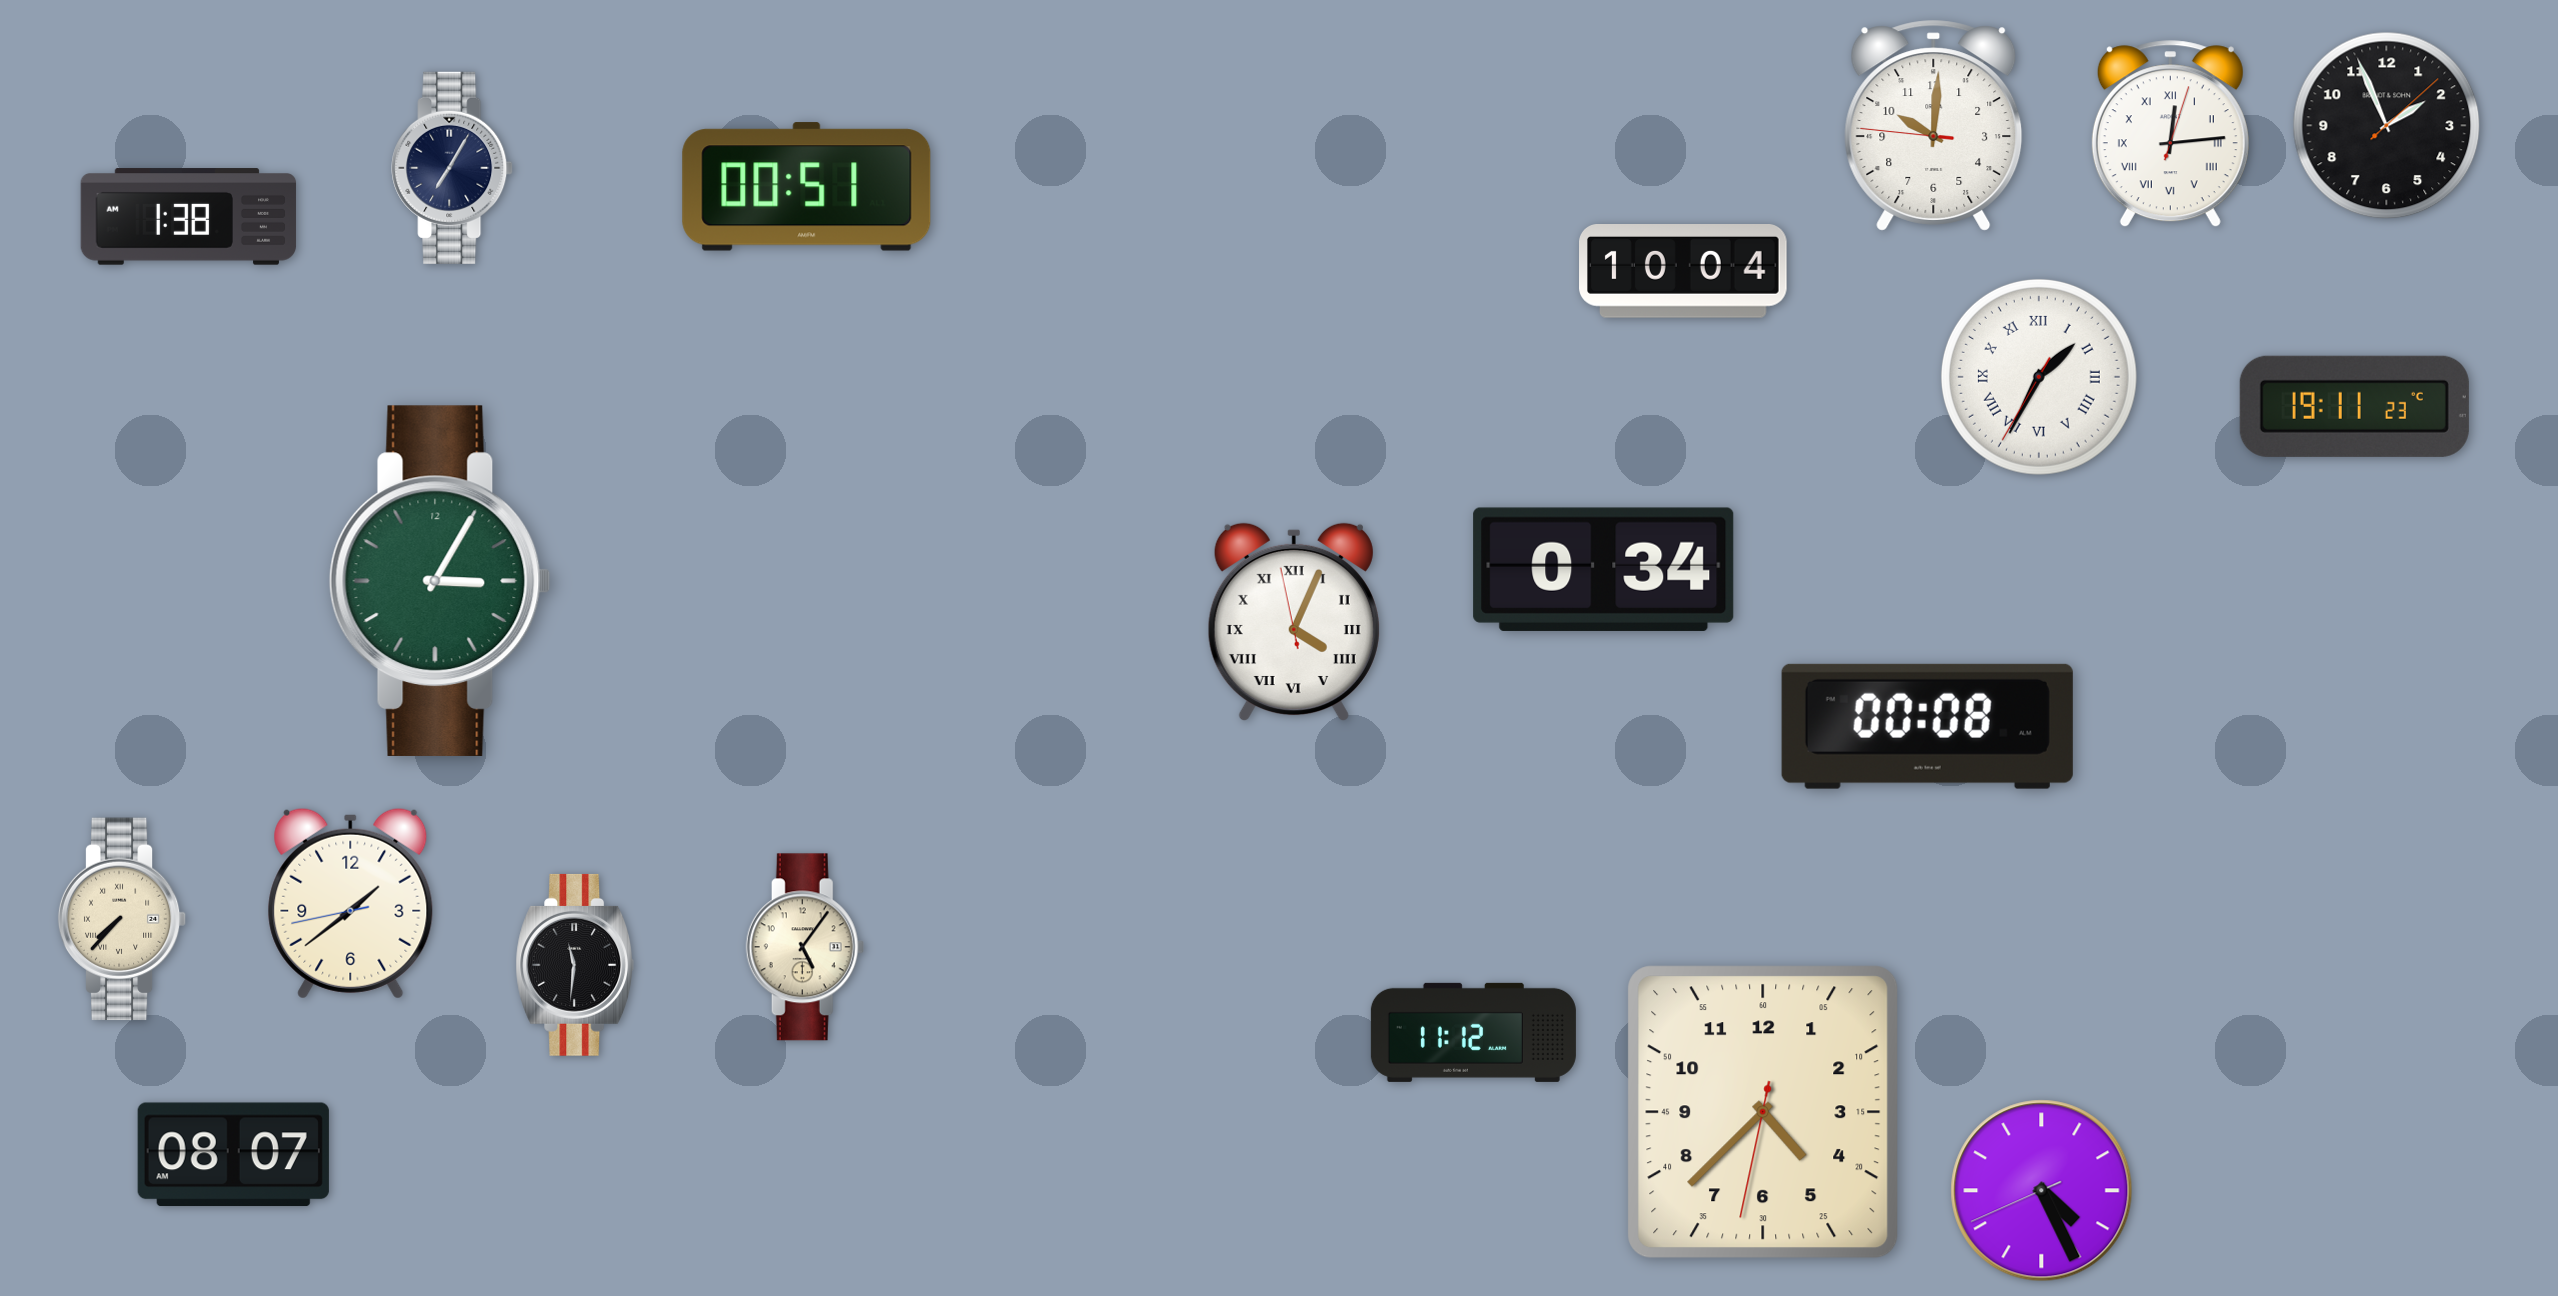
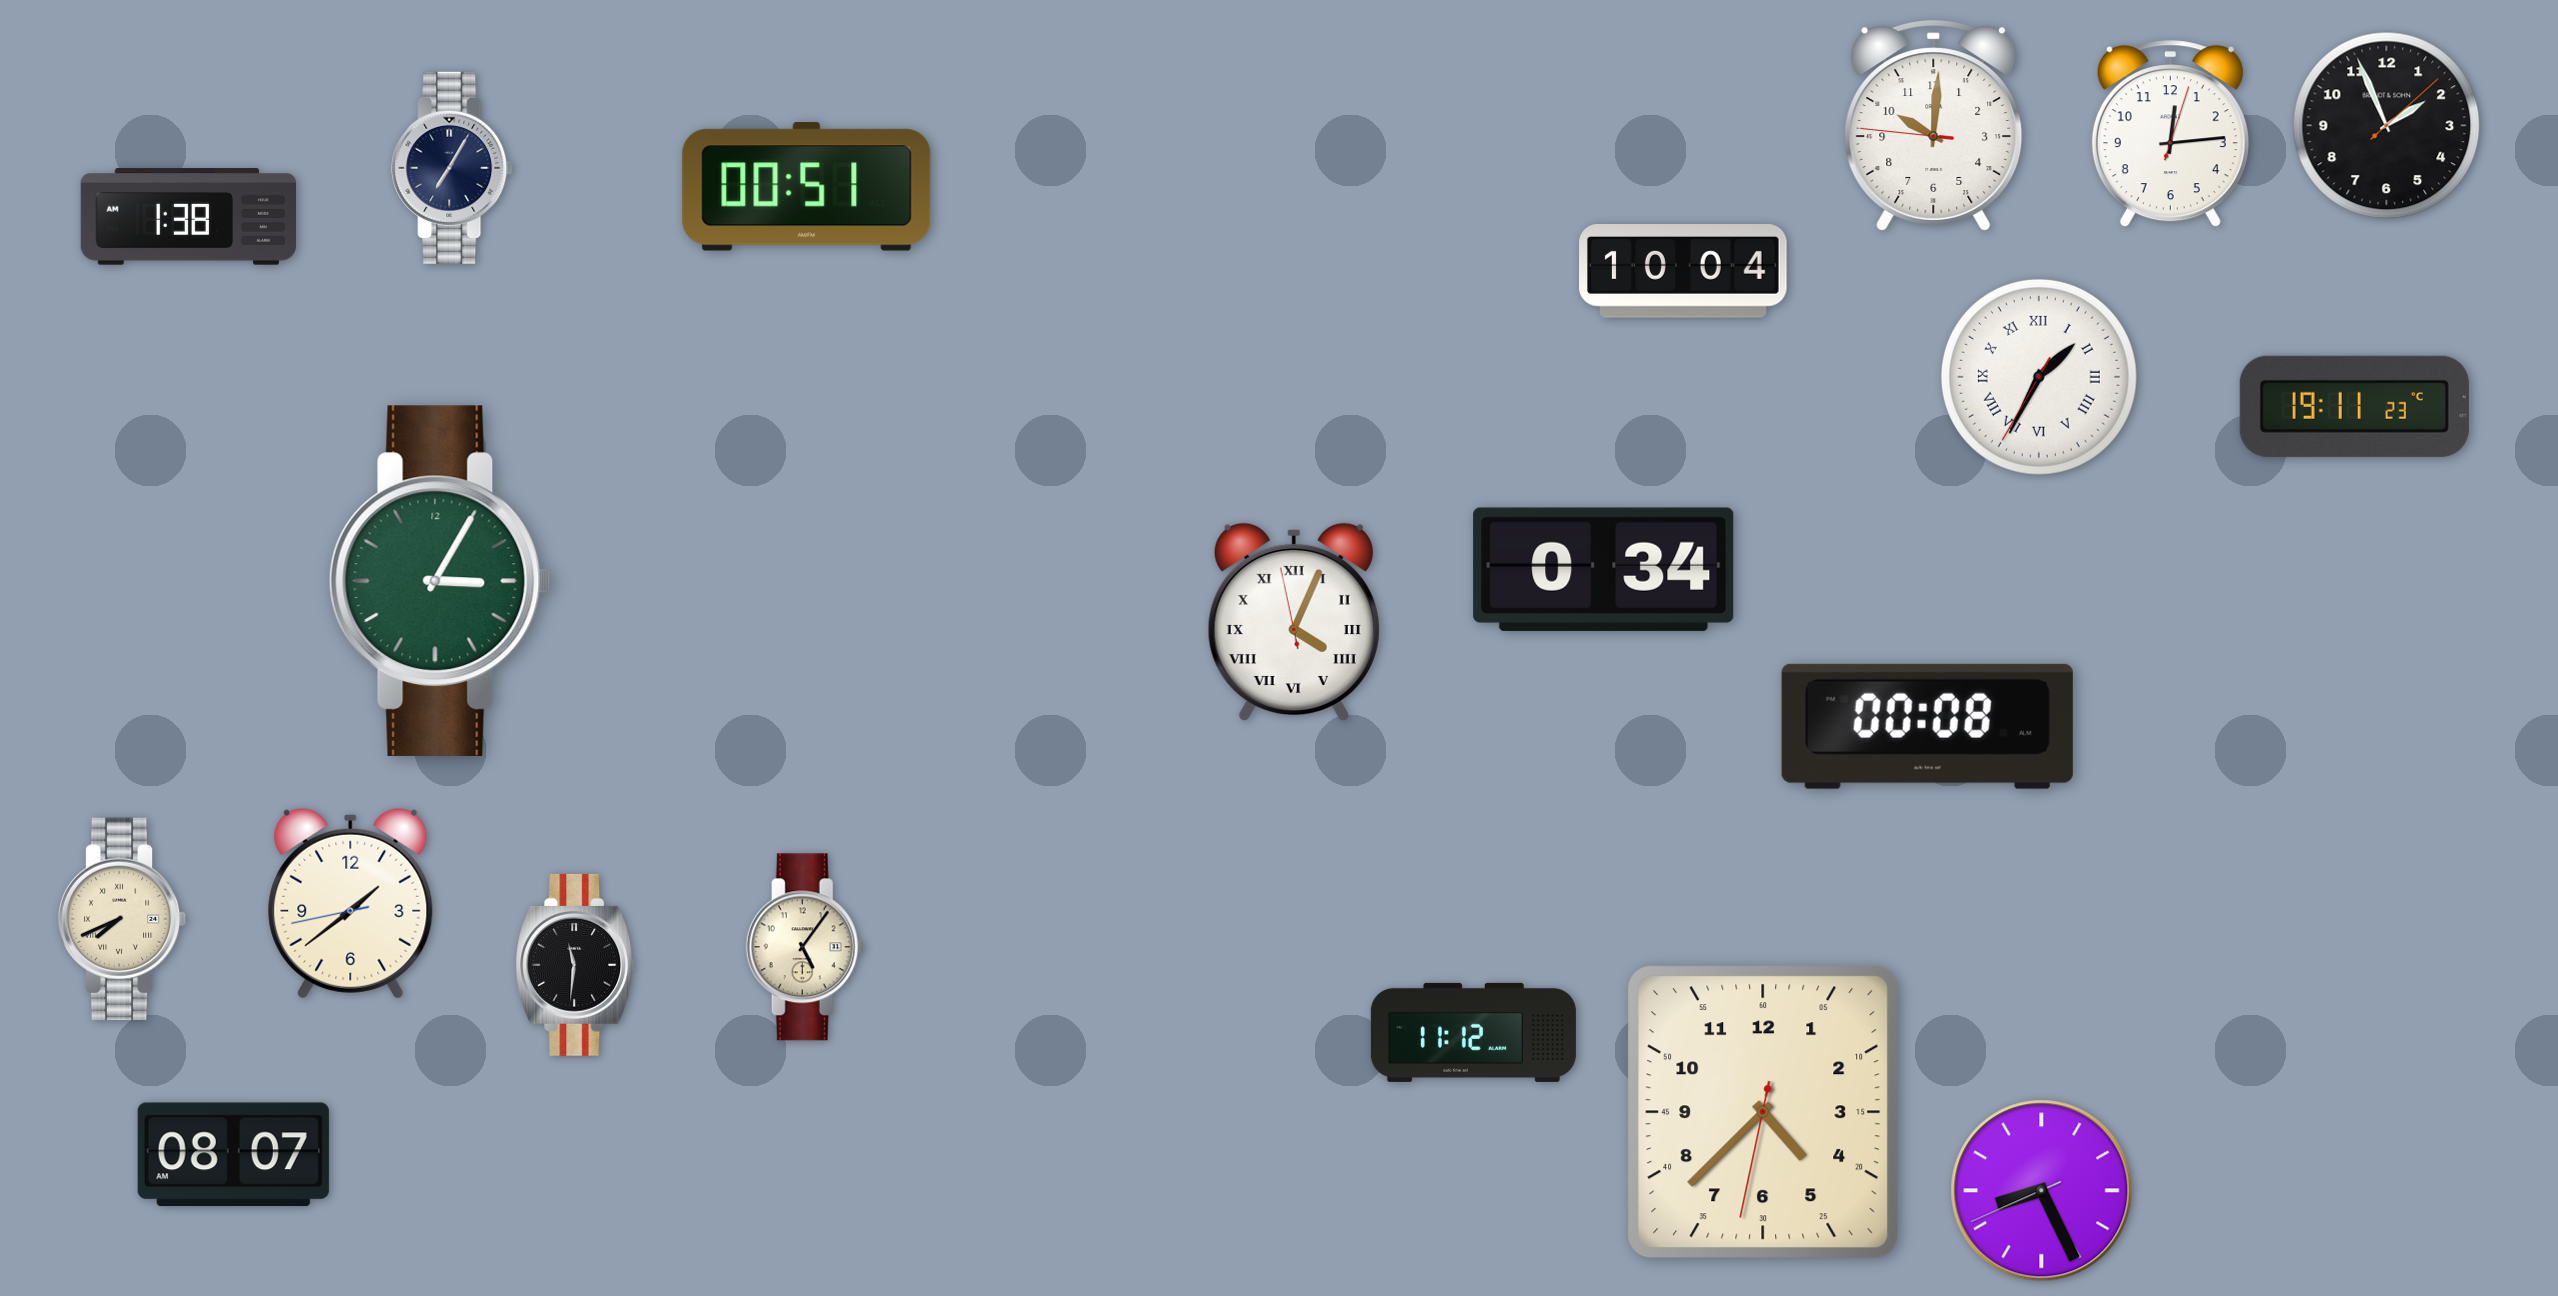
clock at (2170, 134) numerals: Roman -> Arabic
clock at (122, 919): 7:37 -> 7:41
clock at (2042, 1191): 4:25 -> 8:25
